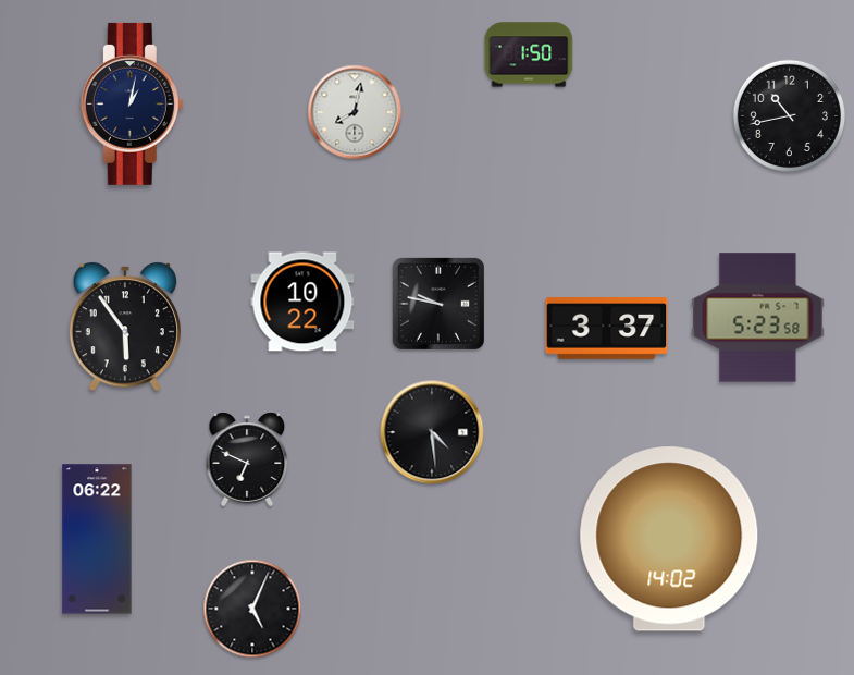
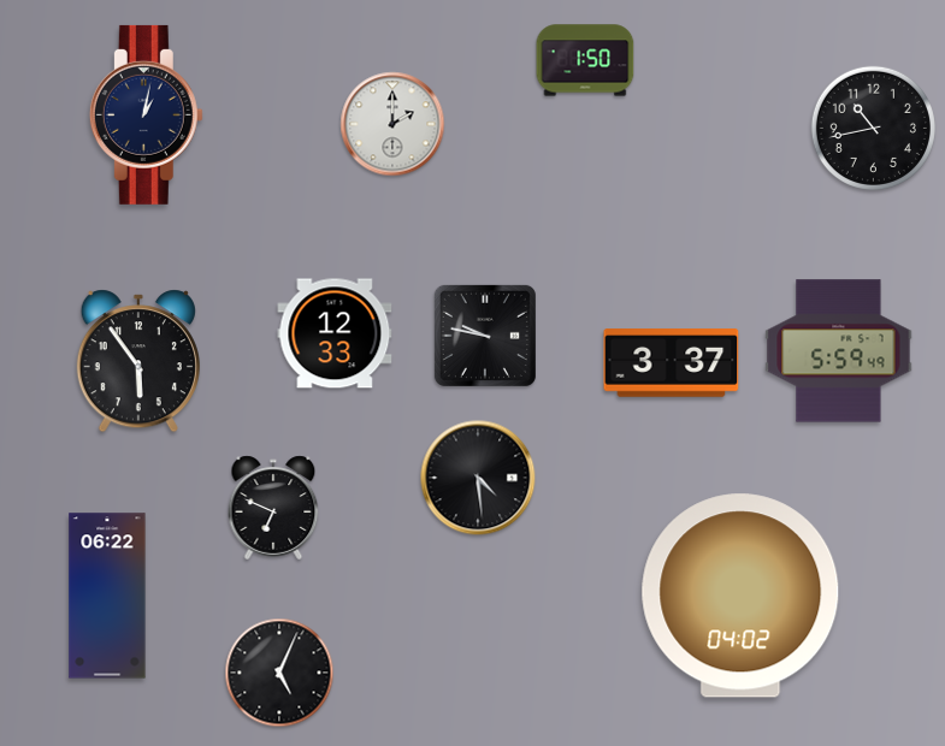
clock at (355, 112): 8:02 -> 2:00
clock at (302, 302): 10:22 -> 12:33
clock at (758, 318): 5:23 -> 5:59
clock at (669, 539): 14:02 -> 04:02
